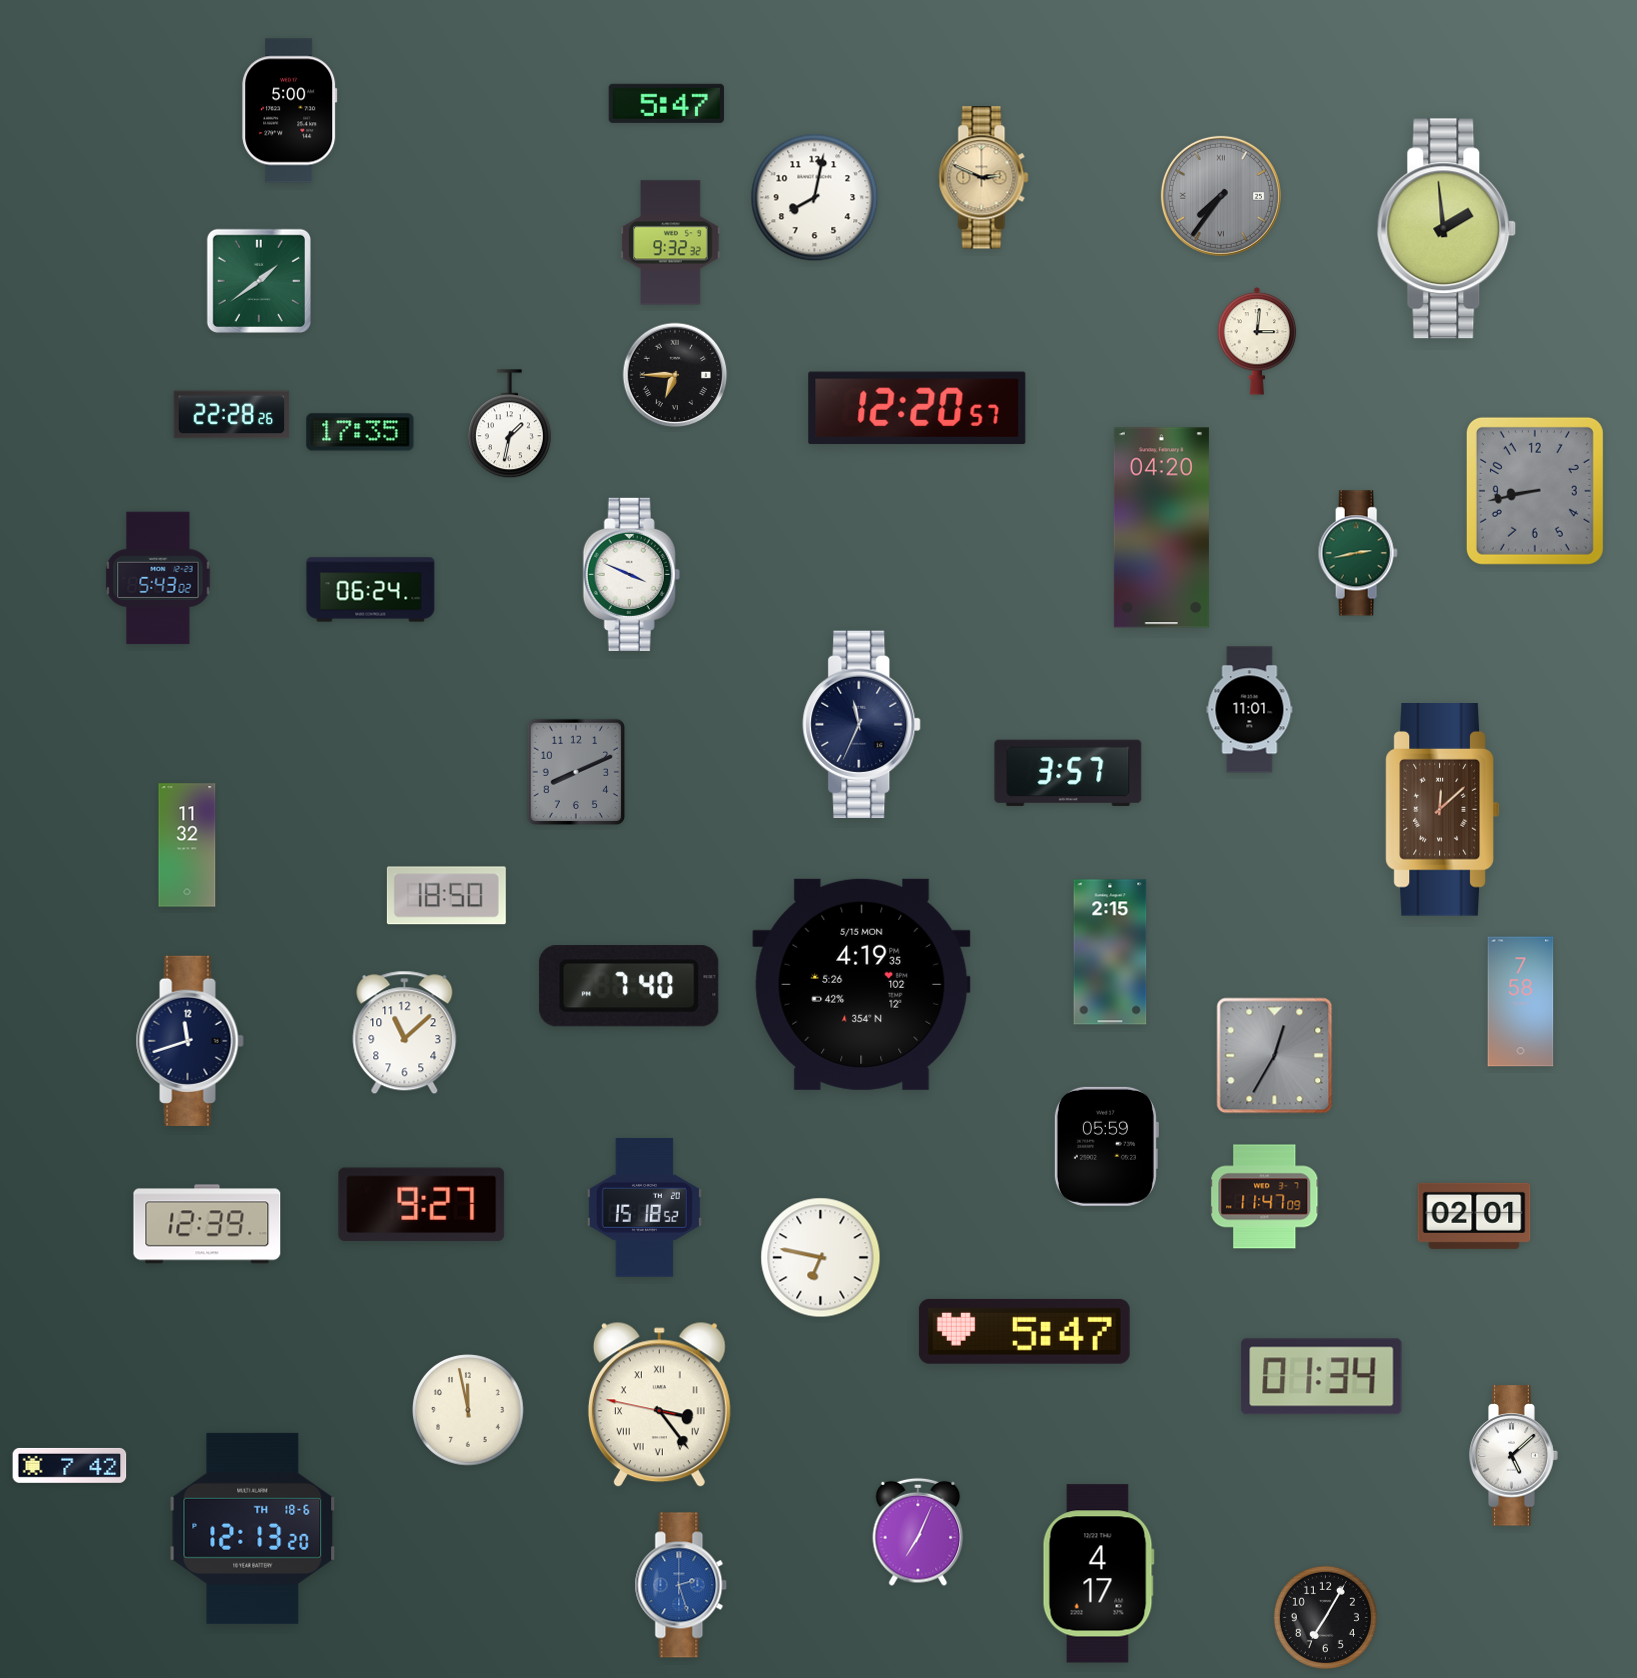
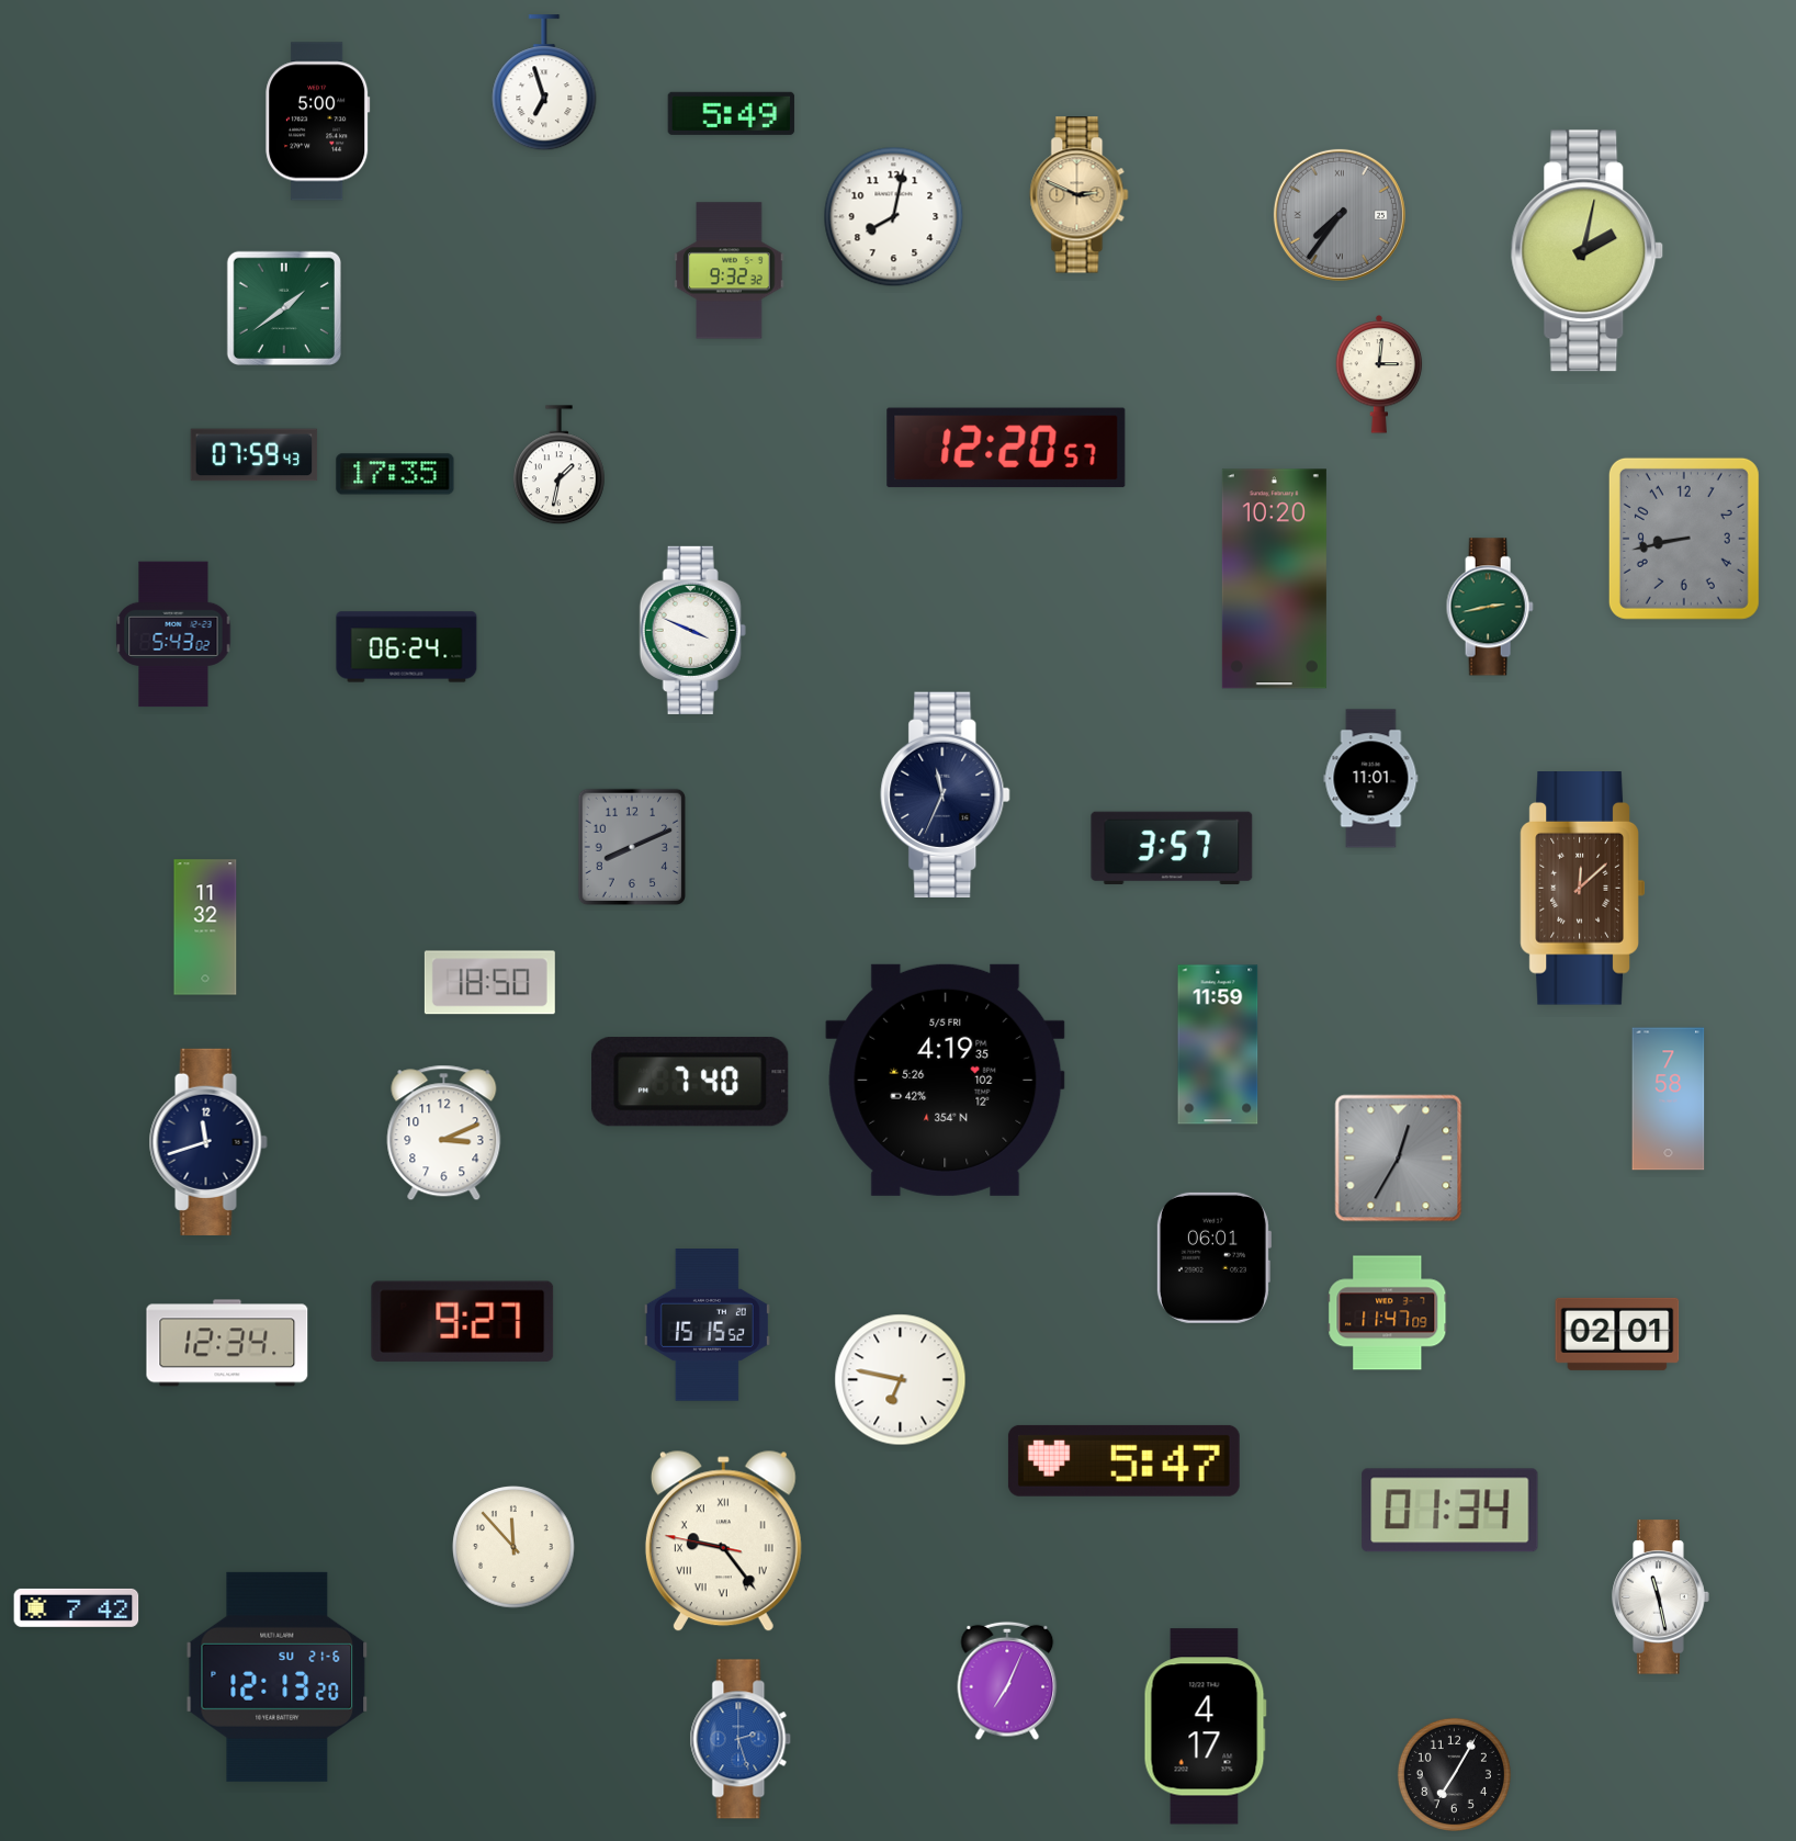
clock at (544, 83): none -> 6:57
clock at (666, 103): 5:47 -> 5:49
clock at (1447, 229): 1:59 -> 2:02
clock at (671, 243) position: (671, 243) -> (730, 271)
clock at (675, 375): 6:45 -> none
clock at (232, 415): 22:28 -> 07:59
clock at (1161, 528): 04:20 -> 10:20
clock at (1110, 952): 2:15 -> 11:59
clock at (862, 984) date: 5/15 MON -> 5/5 FRI
clock at (405, 1033): 11:08 -> 3:11
clock at (1106, 1146): 05:59 -> 06:01
clock at (644, 1208): 15:18 -> 15:15
clock at (207, 1224): 12:39 -> 12:34
clock at (659, 1405): 3:23 -> 9:23
clock at (468, 1410): 11:58 -> 11:53
clock at (1514, 1456): 5:08 -> 11:28
clock at (253, 1528) date: TH 18-6 -> SU 21-6
clock at (681, 1585) position: (681, 1585) -> (741, 1739)
